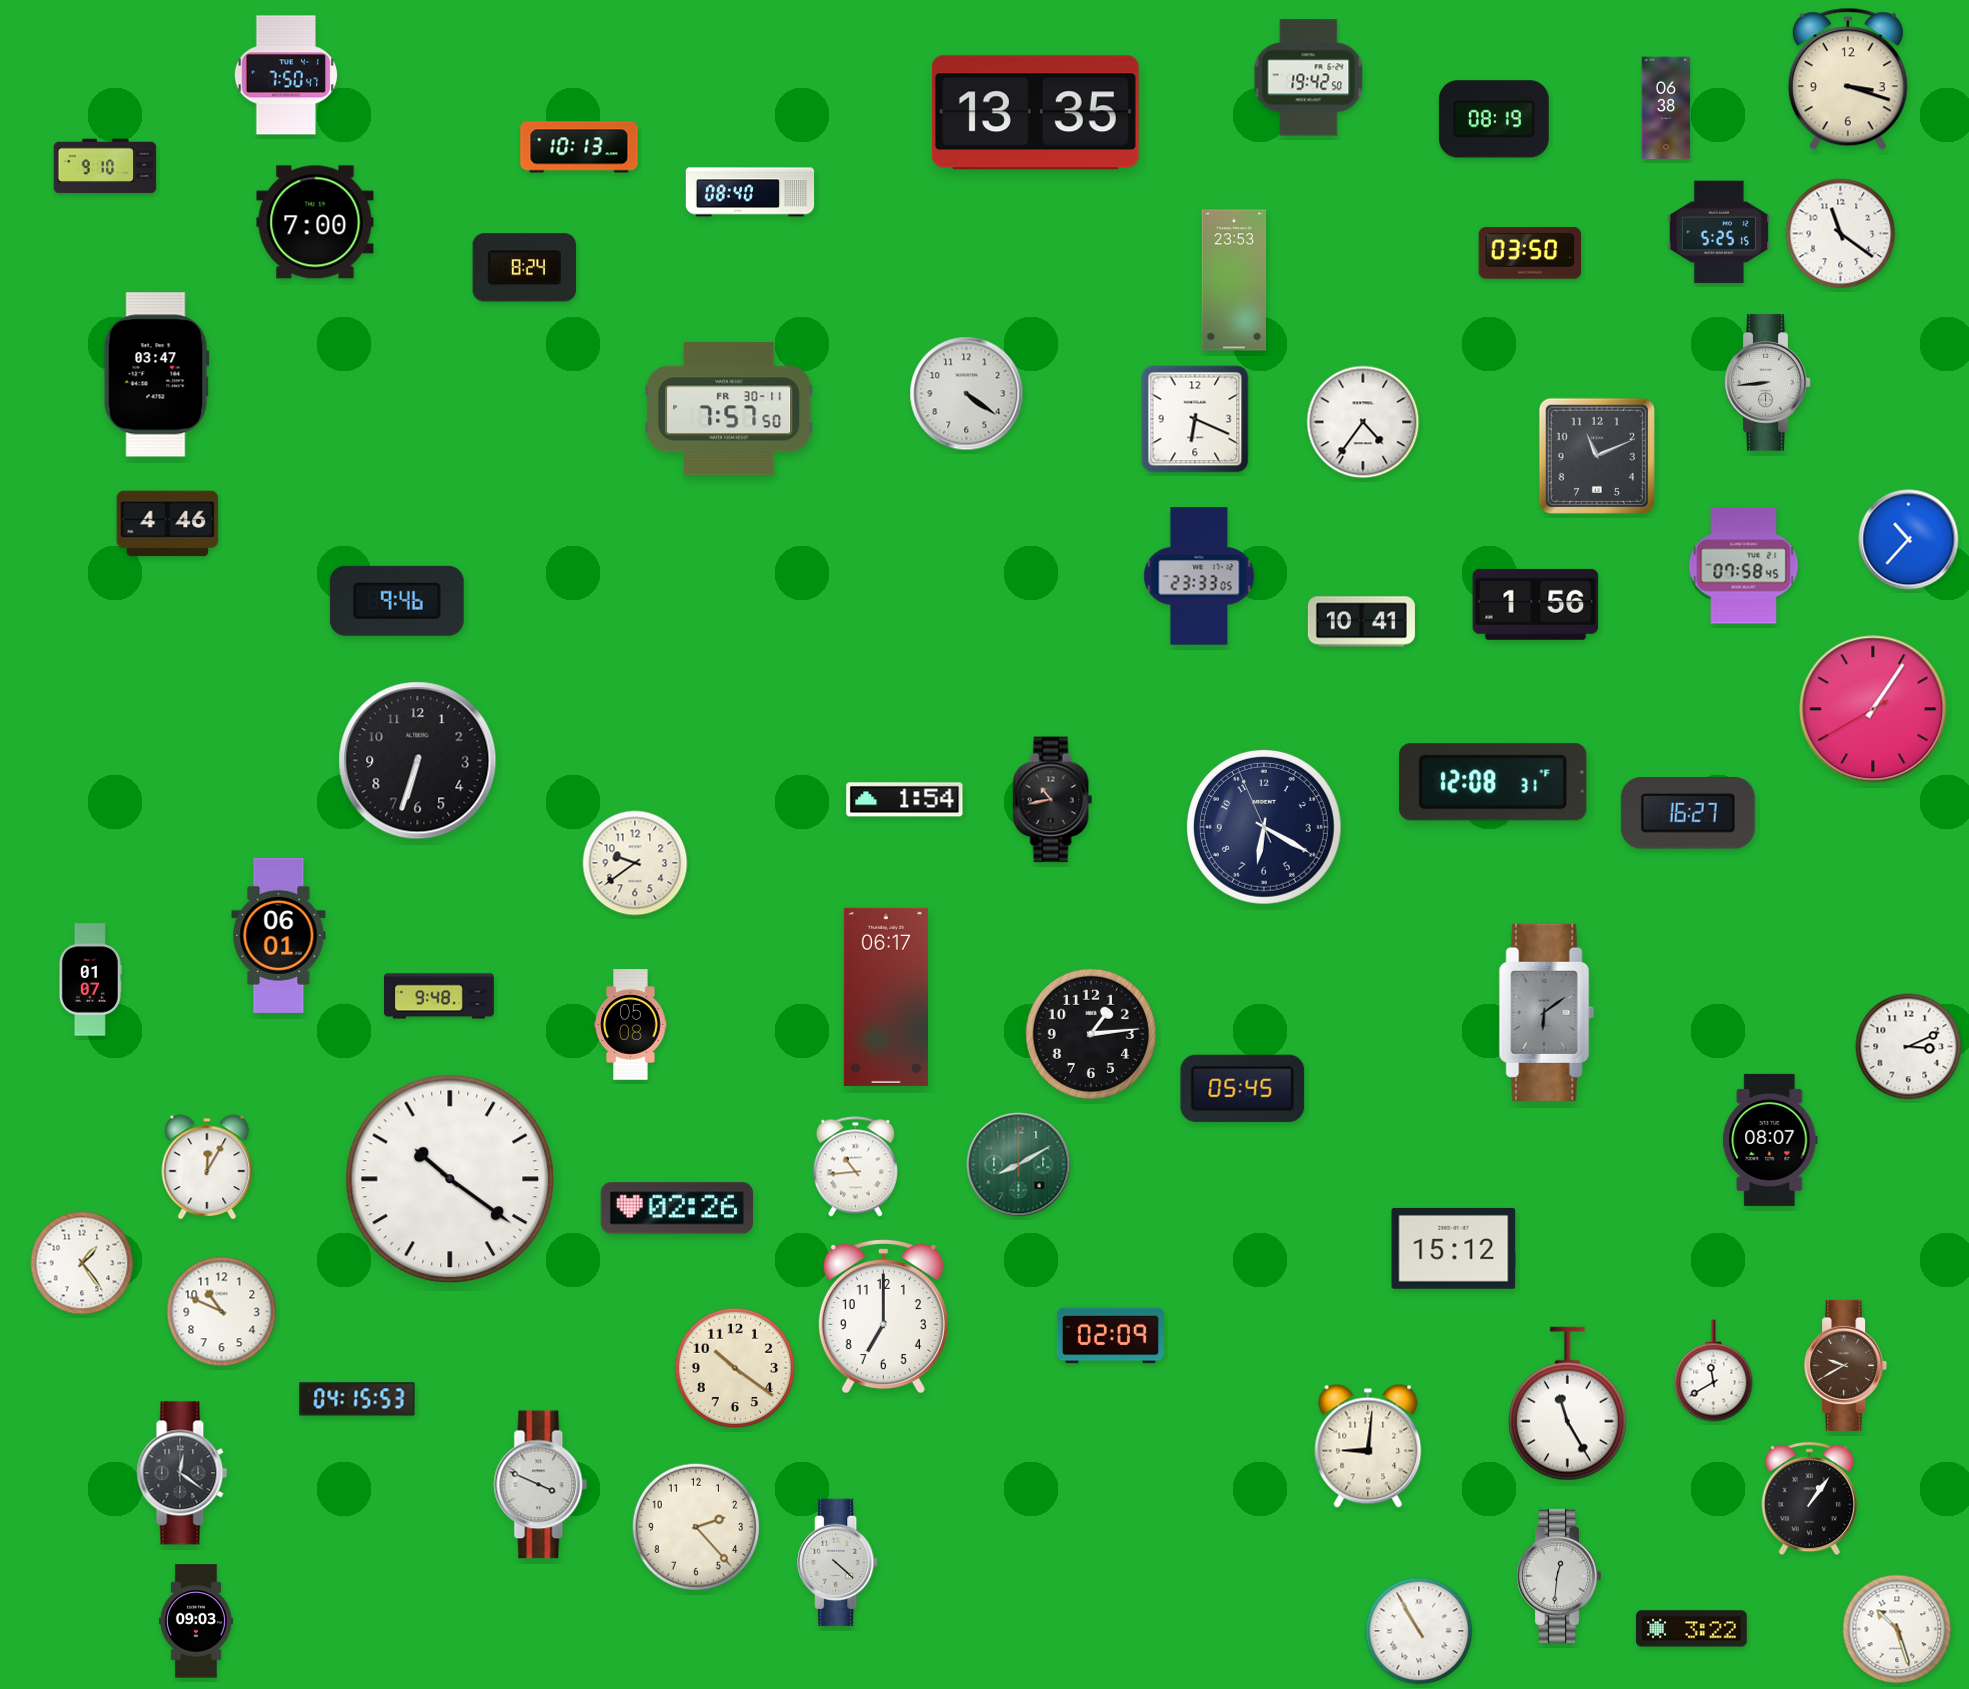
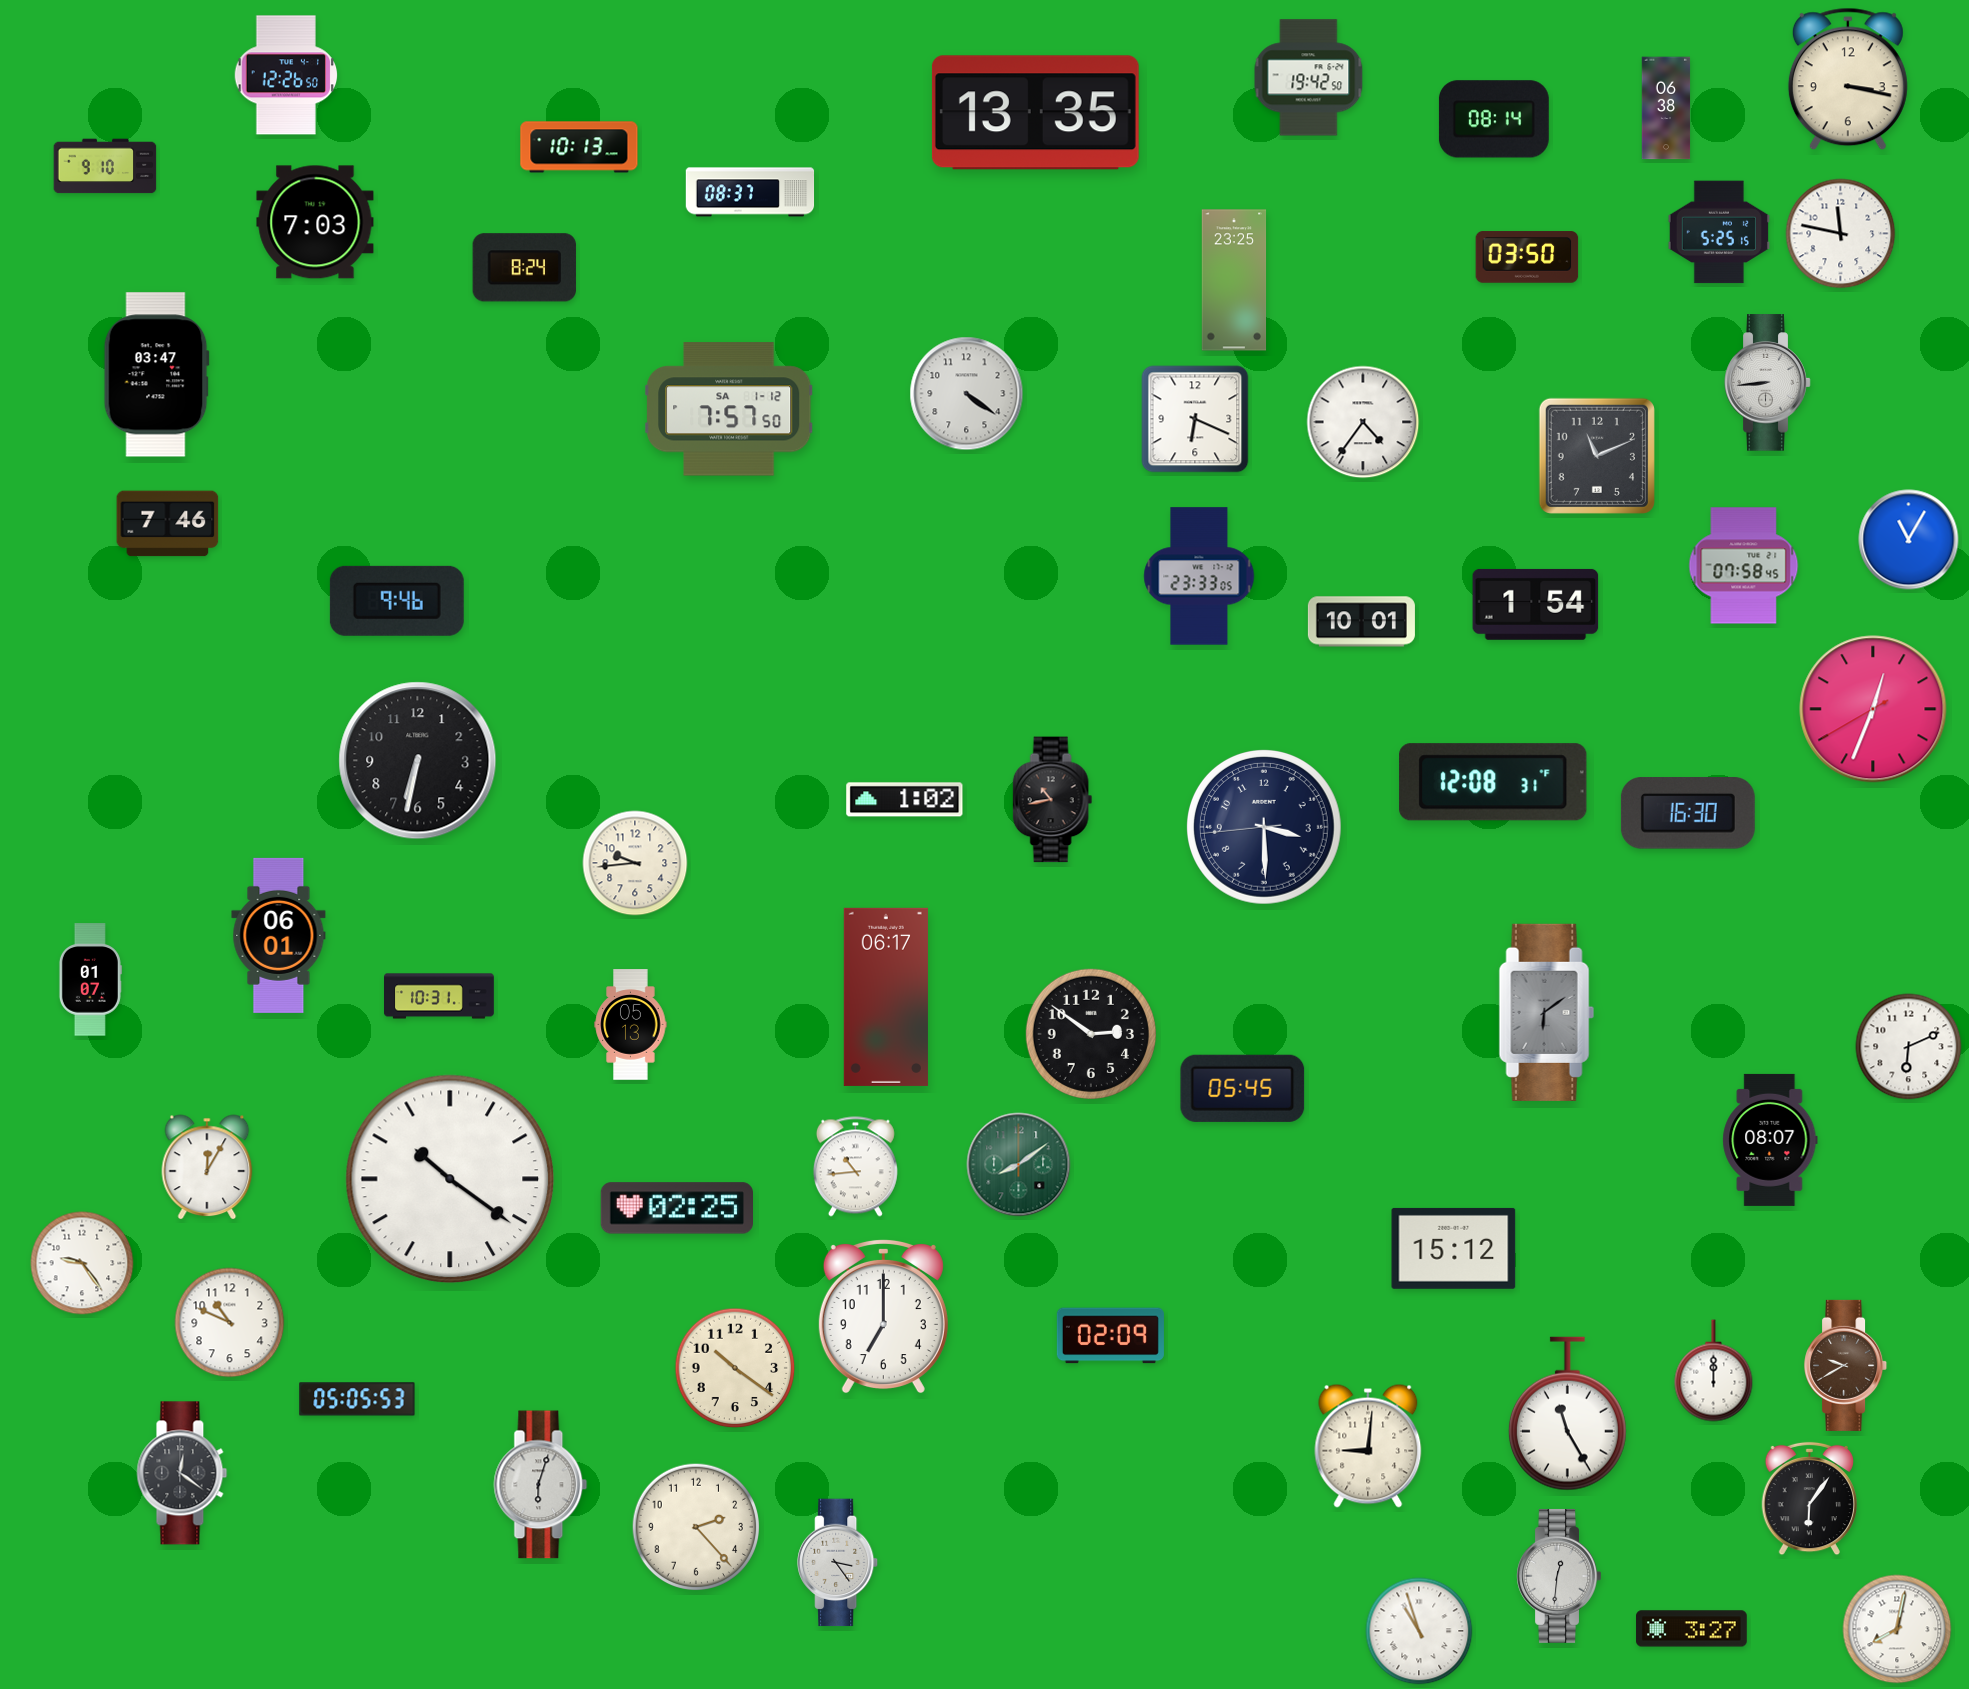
clock at (286, 75): 7:50 -> 12:26
clock at (1848, 79): 3:18 -> 3:17
clock at (1494, 119): 08:19 -> 08:14
clock at (750, 192): 08:40 -> 08:37
clock at (315, 222): 7:00 -> 7:03
clock at (1841, 234): 11:21 -> 11:47
clock at (1530, 253) position: (1530, 253) -> (1527, 257)
clock at (1234, 280): 23:53 -> 23:25
clock at (729, 409) date: FR 30-11 -> SA 1-12
clock at (168, 524): 4:46 -> 7:46
clock at (1909, 540): 10:37 -> 11:05
clock at (1536, 604): 1:56 -> 1:54
clock at (1361, 622): 10:41 -> 10:01
clock at (1873, 709): 1:05 -> 12:33
clock at (418, 761): 6:33 -> 6:32
clock at (905, 800): 1:54 -> 1:02
clock at (1688, 813): 16:27 -> 16:30
clock at (1264, 827): 6:19 -> 3:29
clock at (635, 863): 9:39 -> 9:44
clock at (440, 996): 9:48 -> 10:31
clock at (631, 1025): 05:08 -> 05:13
clock at (1091, 1034): 1:14 -> 2:51
clock at (1909, 1047): 3:11 -> 6:11
clock at (1019, 1165): 8:10 -> 8:09
clock at (676, 1208): 02:26 -> 02:25
clock at (82, 1263): 1:24 -> 9:24
clock at (222, 1312) position: (222, 1312) -> (230, 1323)
clock at (1714, 1371): 11:40 -> 12:00
clock at (357, 1399): 04:15 -> 05:05
clock at (1567, 1404) position: (1567, 1404) -> (1567, 1414)
clock at (541, 1485): 3:49 -> 6:03
clock at (1809, 1499): 1:06 -> 6:06
clock at (838, 1563): 4:22 -> 3:24
clock at (196, 1621): 09:03 -> none
clock at (1692, 1629): 3:22 -> 3:27
clock at (1897, 1629): 10:27 -> 8:02
clock at (1419, 1631): 10:55 -> 10:57
